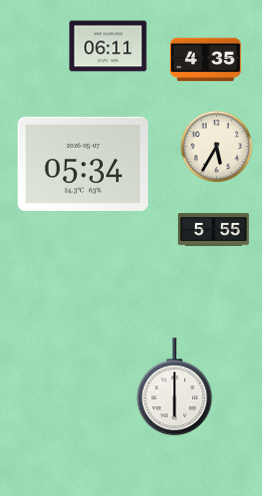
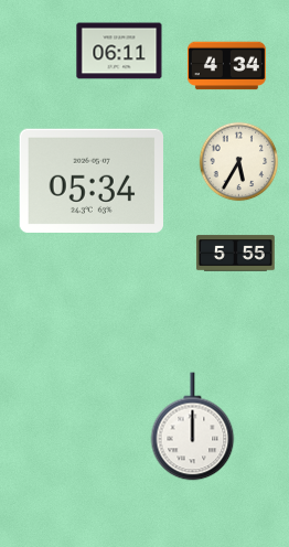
clock at (205, 60): 4:35 -> 4:34
clock at (175, 387): 6:00 -> 12:00
